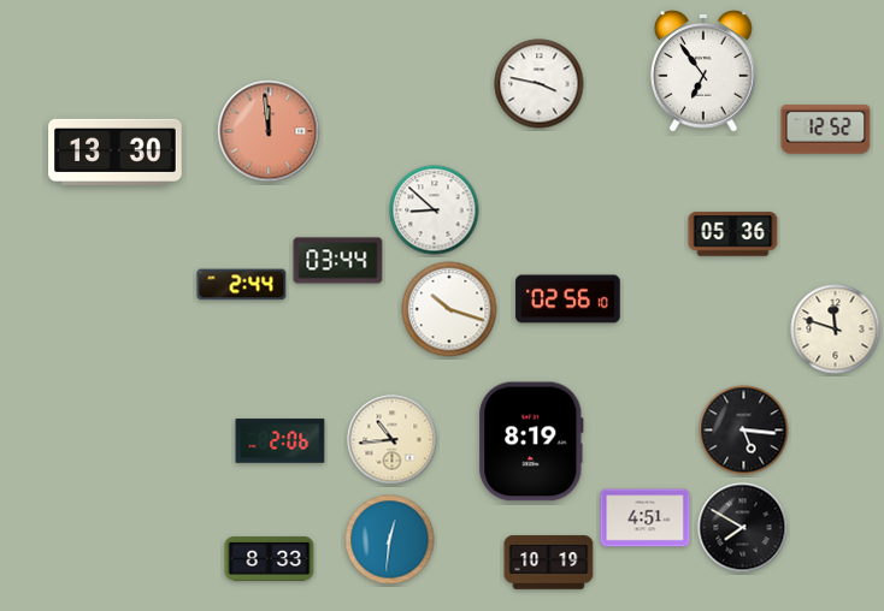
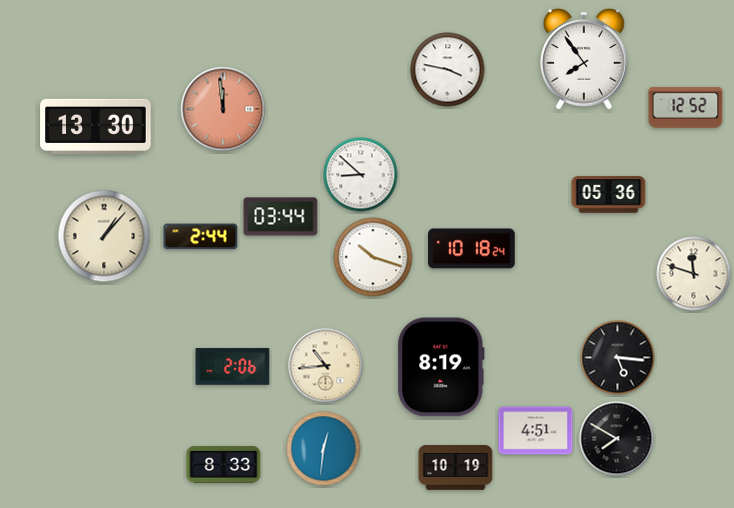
clock at (705, 71): 6:54 -> 7:54
clock at (104, 236): none -> 1:07
clock at (568, 299): 02:56 -> 10:18
